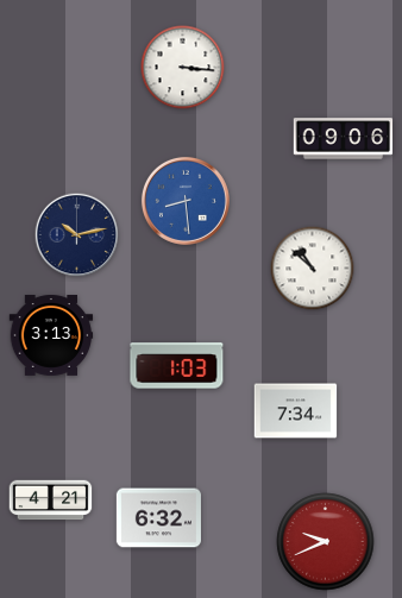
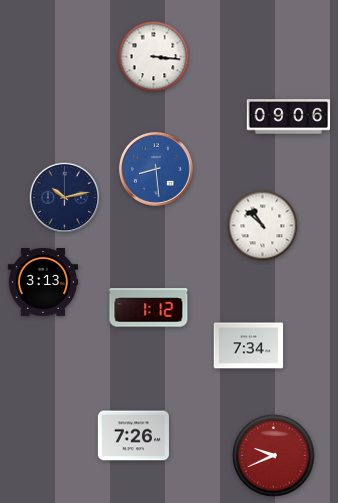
clock at (177, 366): 1:03 -> 1:12
clock at (51, 501): 4:21 -> none
clock at (158, 518): 6:32 -> 7:26
